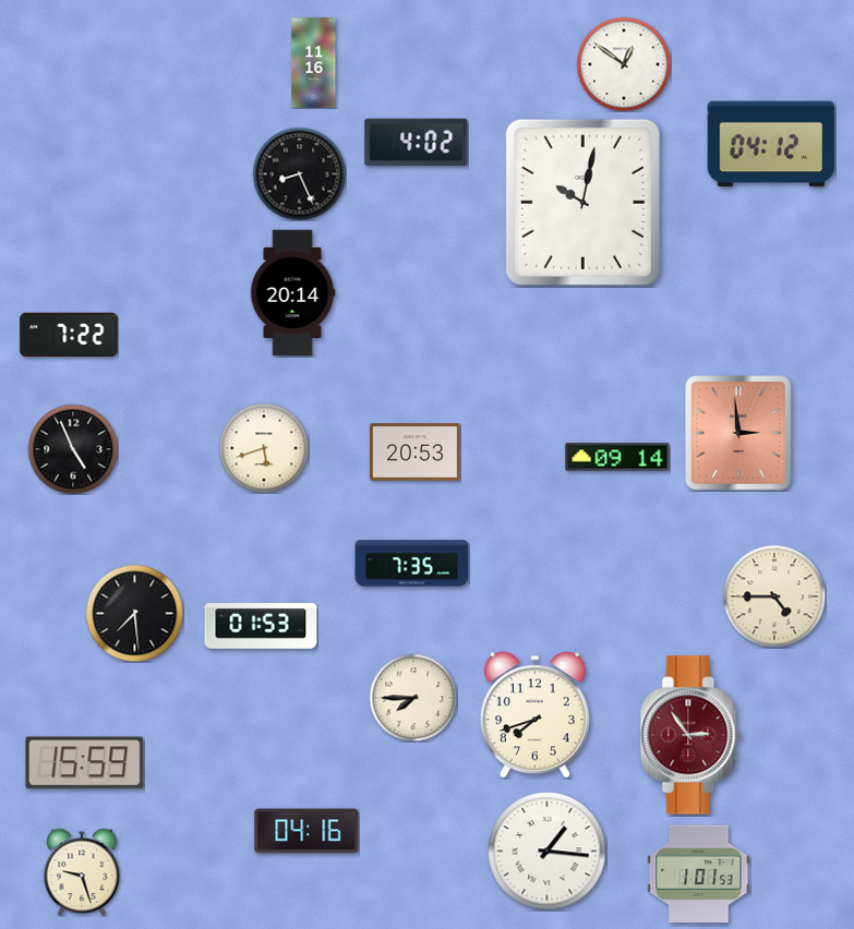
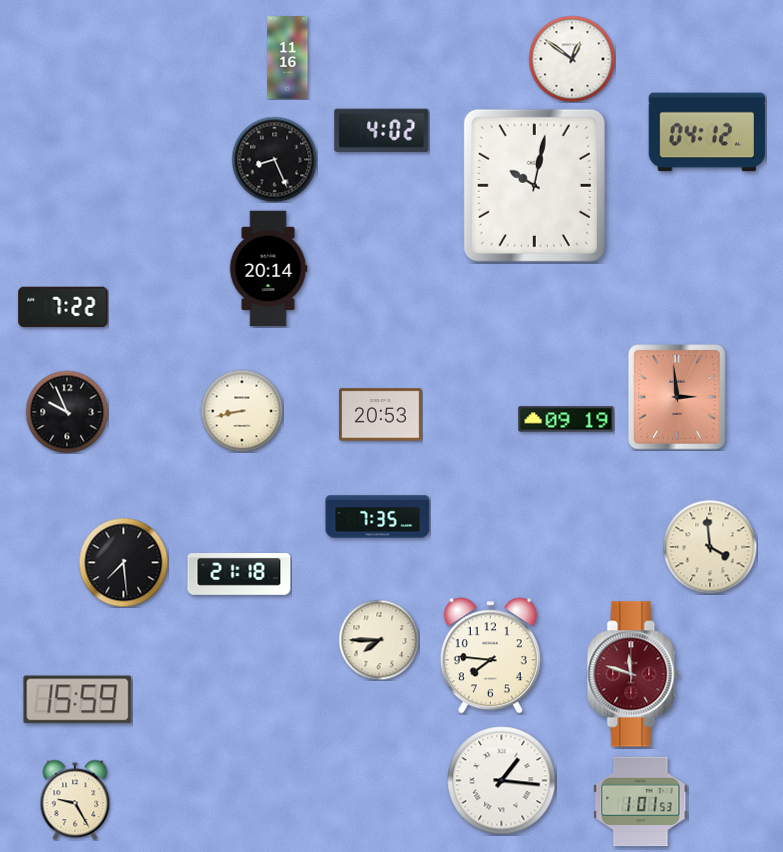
clock at (264, 448): 5:42 -> 8:43
clock at (73, 449): 4:56 -> 9:56
clock at (617, 457): 09:14 -> 09:19
clock at (774, 596): 4:45 -> 3:59
clock at (261, 627): 01:53 -> 21:18
clock at (534, 715): 7:42 -> 7:46
clock at (690, 735): 2:54 -> 11:48
clock at (306, 831): 04:16 -> none
clock at (82, 872): 9:27 -> 9:25
